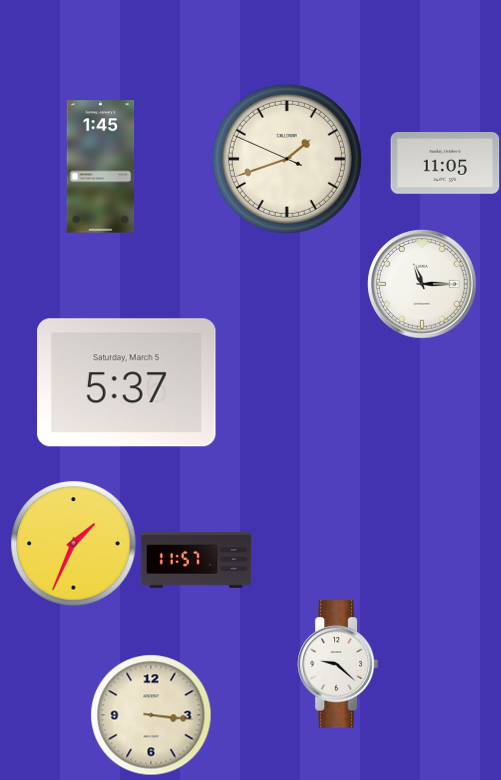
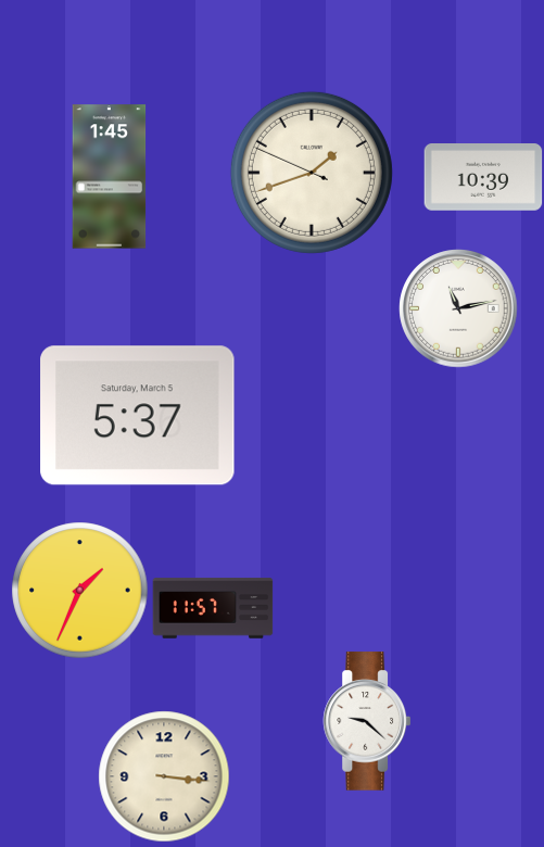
clock at (445, 164): 11:05 -> 10:39
clock at (101, 167) position: (101, 167) -> (110, 177)
clock at (422, 284): 11:15 -> 11:13
